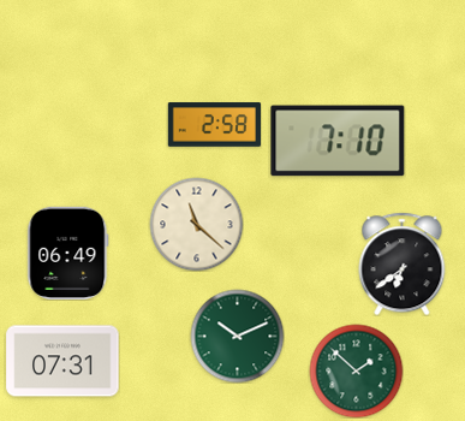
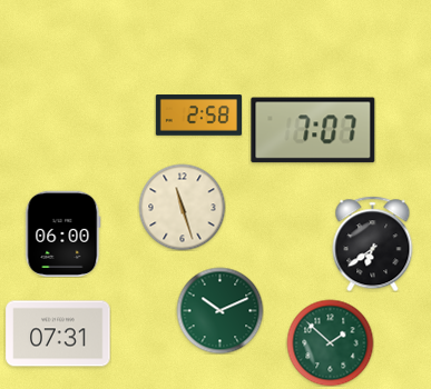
clock at (338, 141): 7:10 -> 7:07
clock at (196, 224): 11:22 -> 11:27
clock at (68, 253): 06:49 -> 06:00
